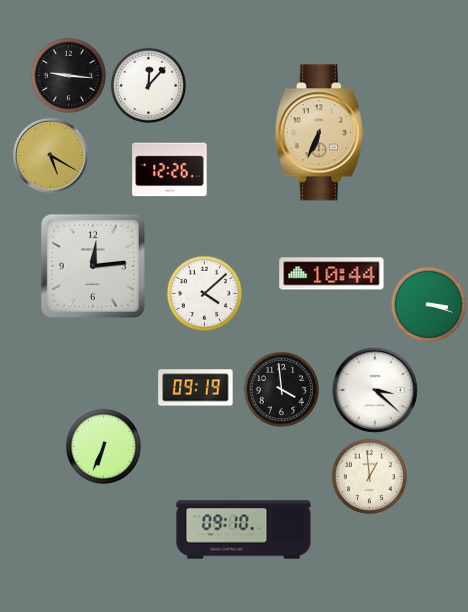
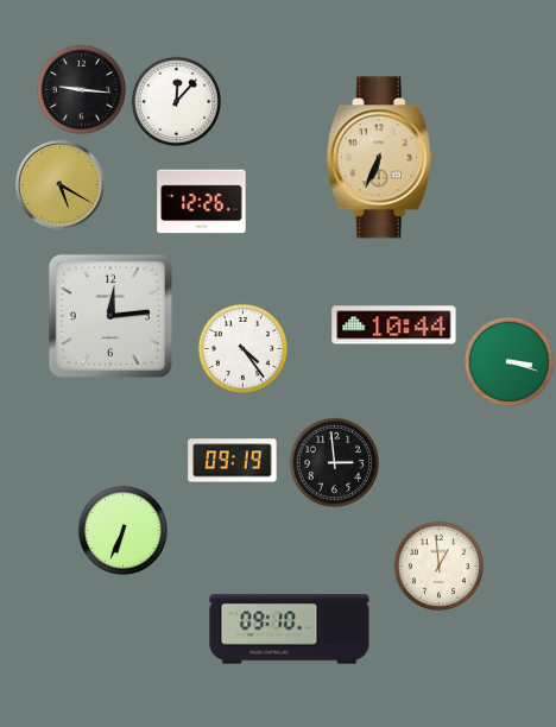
clock at (204, 293): 4:08 -> 4:24
clock at (281, 389): 3:59 -> 2:59
clock at (375, 390): 3:22 -> none
